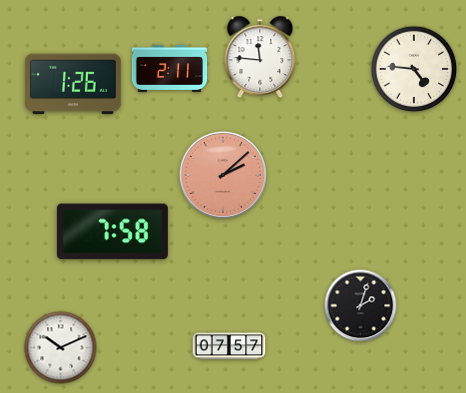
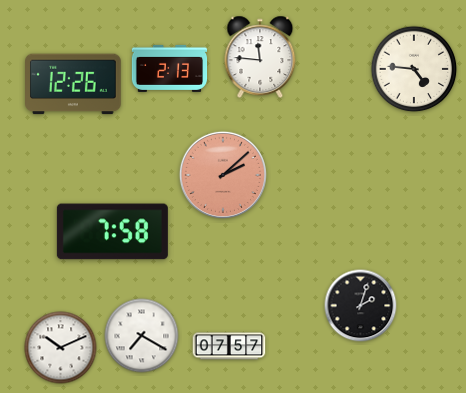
clock at (170, 68): 2:11 -> 2:13
clock at (74, 84): 1:26 -> 12:26
clock at (142, 336): none -> 7:20
